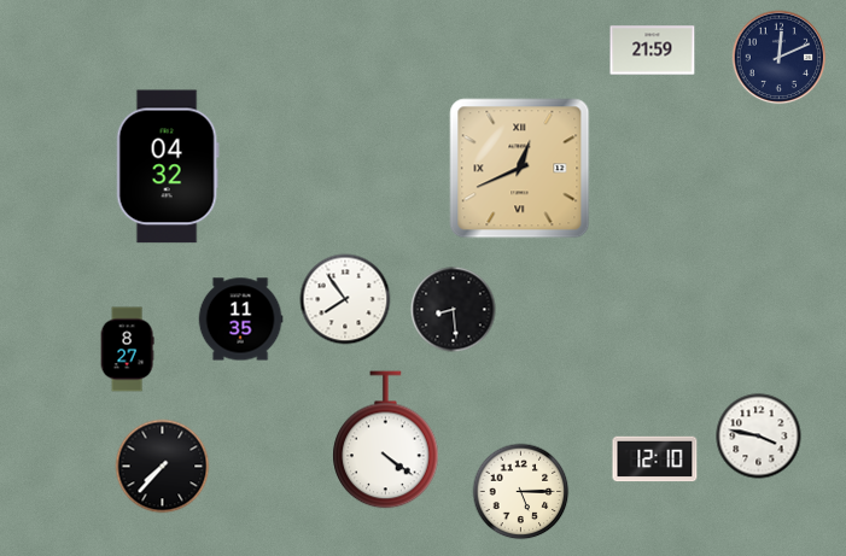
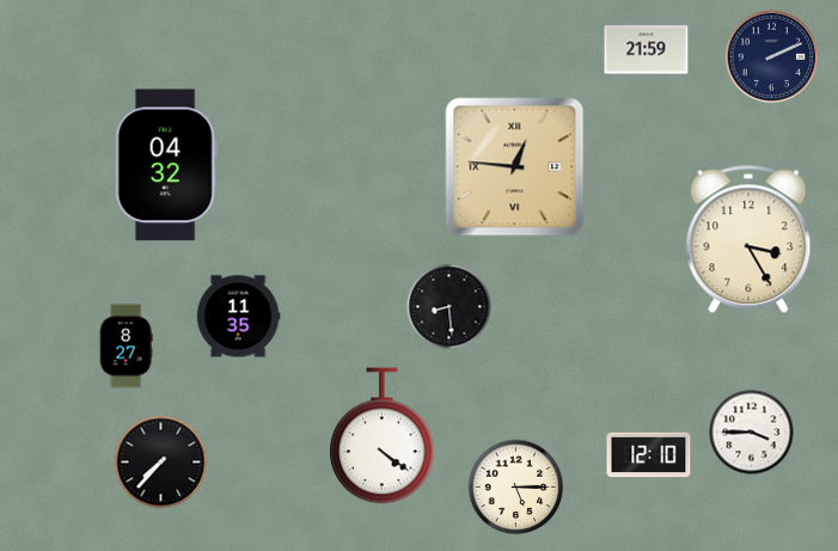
clock at (780, 58): 12:11 -> 2:11
clock at (520, 169): 12:41 -> 12:46
clock at (748, 239): none -> 3:25
clock at (345, 299): 7:54 -> none
clock at (759, 437): 3:47 -> 3:45
